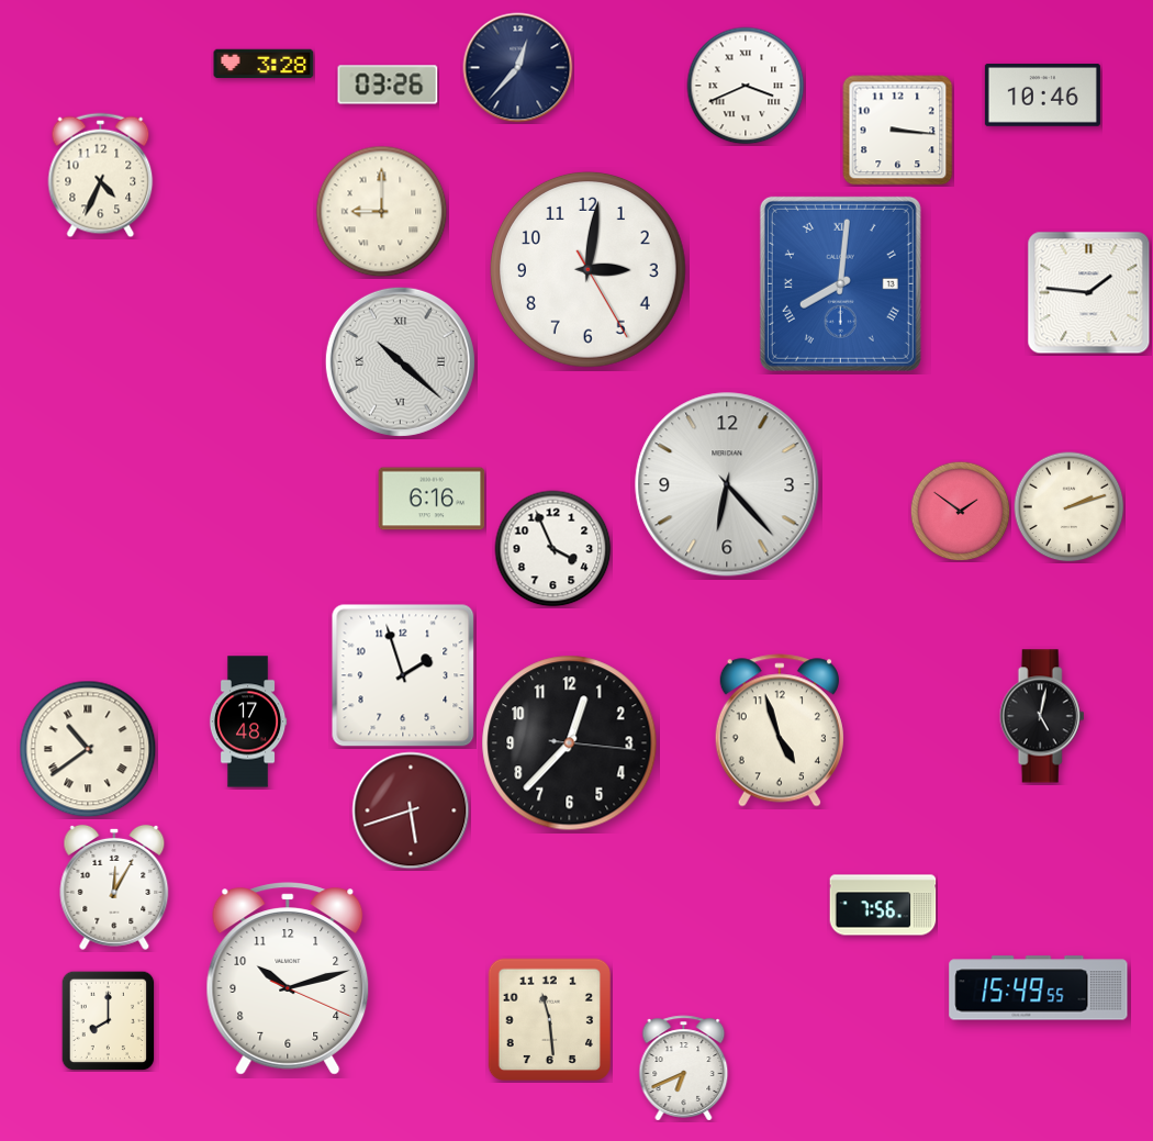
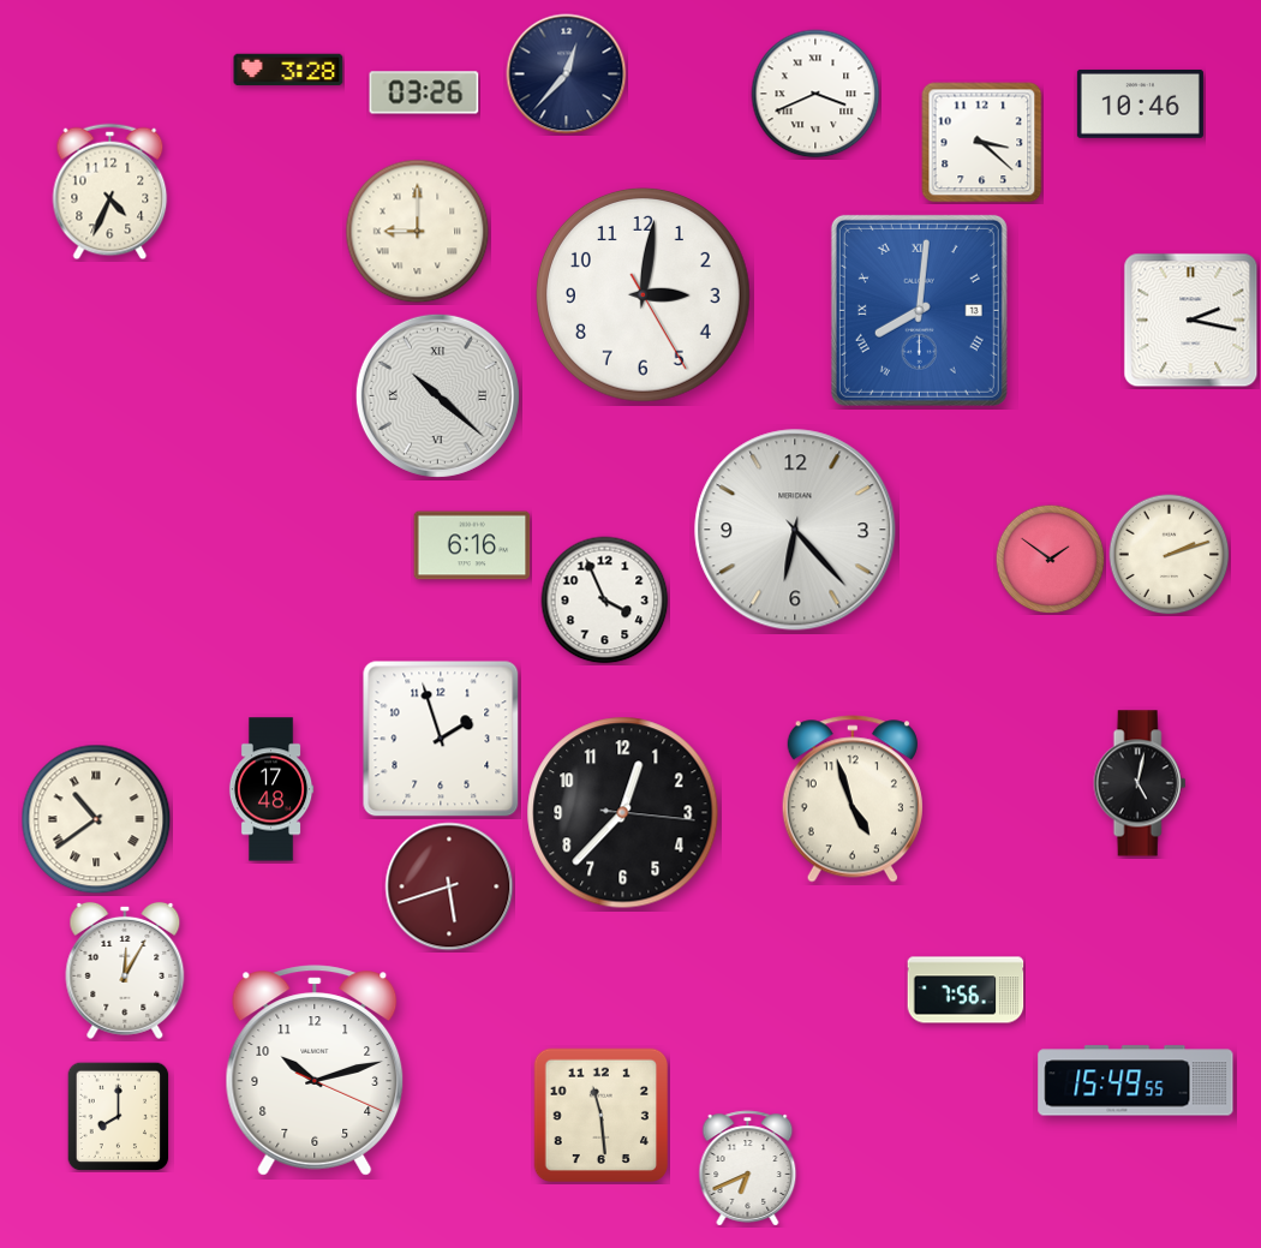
clock at (898, 131): 3:16 -> 3:22
clock at (1089, 293): 1:46 -> 2:17
